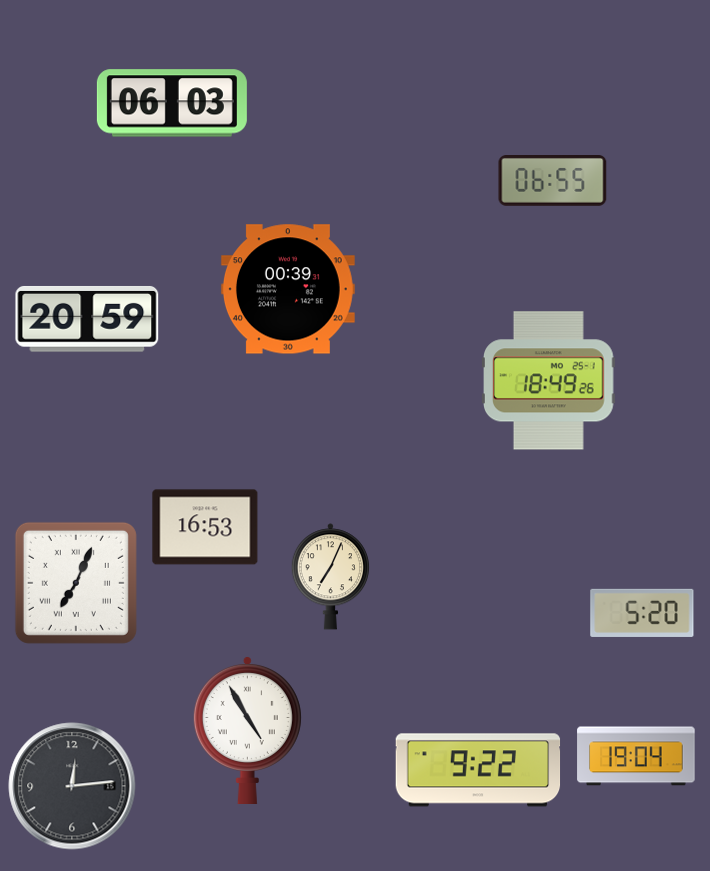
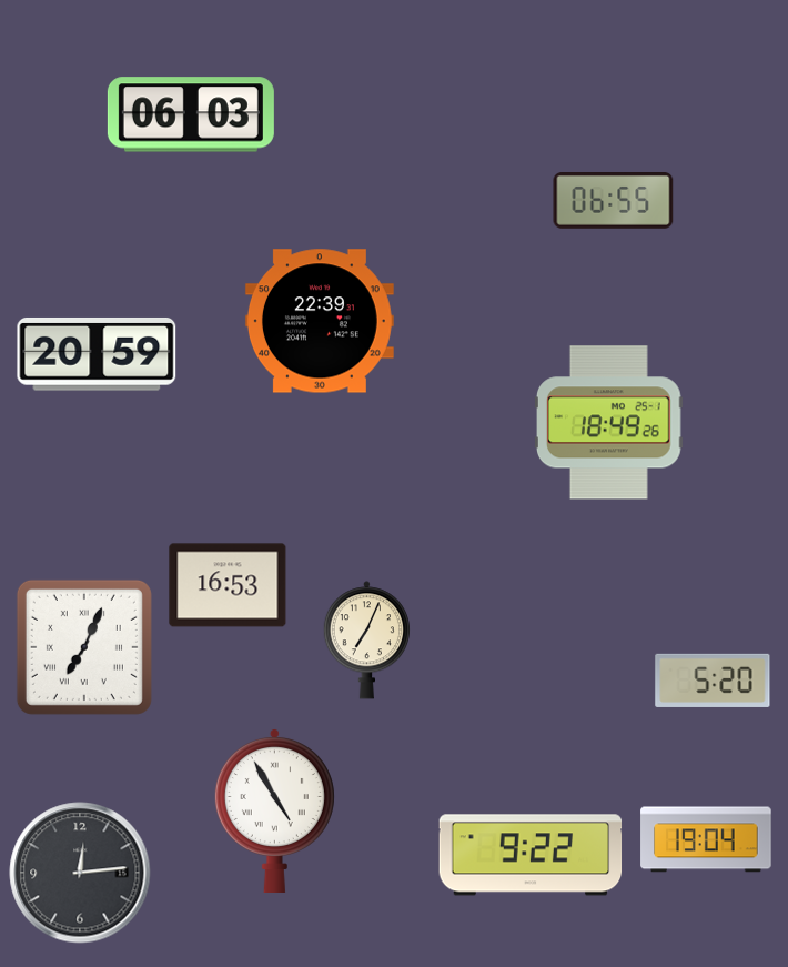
clock at (288, 289): 00:39 -> 22:39
